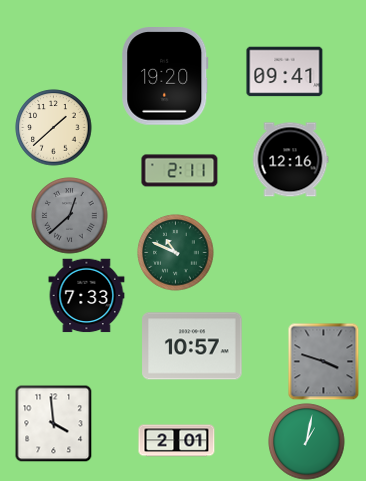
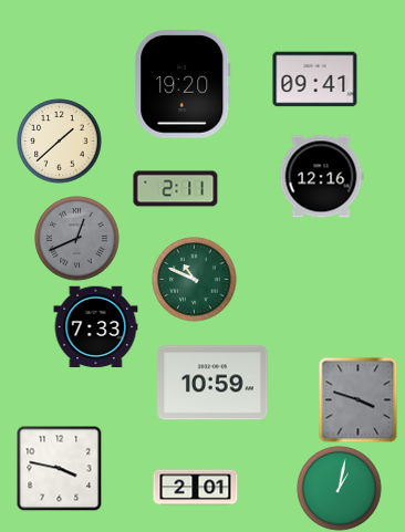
clock at (180, 171) position: (180, 171) -> (176, 189)
clock at (70, 216): 12:38 -> 12:41
clock at (192, 346): 10:57 -> 10:59
clock at (53, 423): 3:59 -> 3:47
